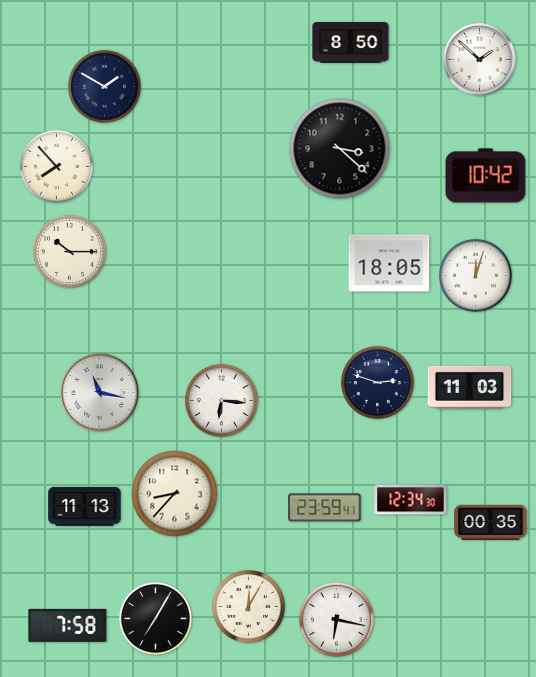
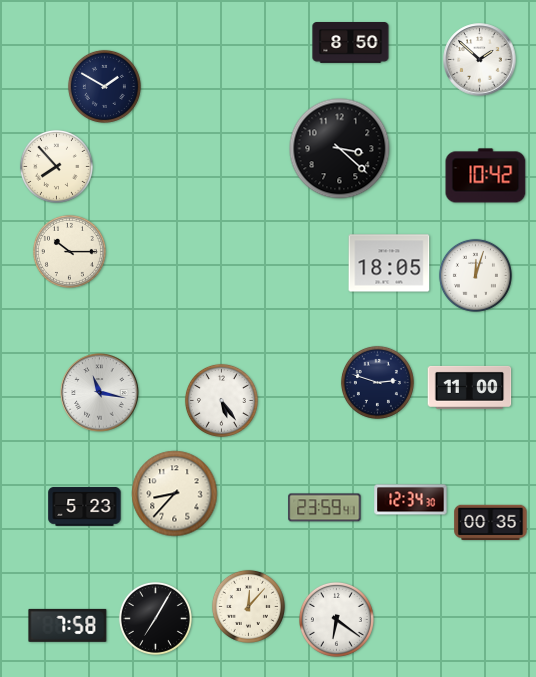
clock at (470, 387): 11:03 -> 11:00
clock at (221, 400): 6:16 -> 5:24
clock at (85, 506): 11:13 -> 5:23
clock at (248, 606): 12:05 -> 12:07
clock at (336, 619): 6:17 -> 6:21
